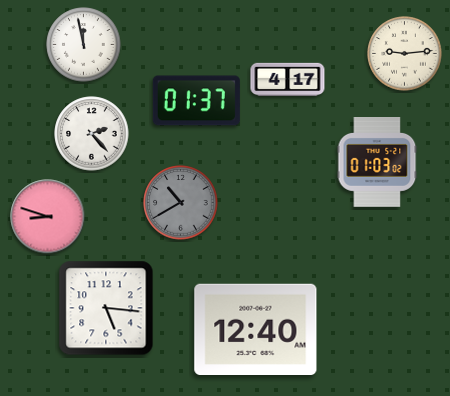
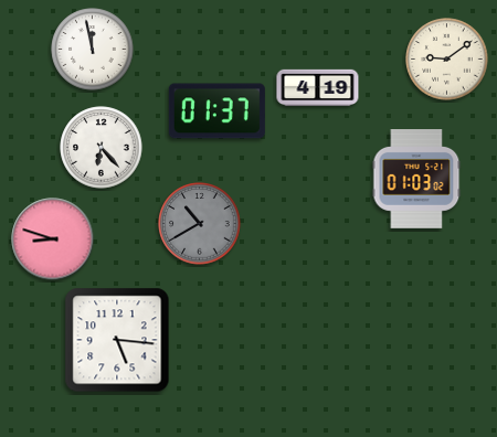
clock at (405, 54): 9:14 -> 9:09
clock at (288, 80): 4:17 -> 4:19
clock at (92, 134): 2:23 -> 6:23
clock at (256, 329): 12:40 -> none
